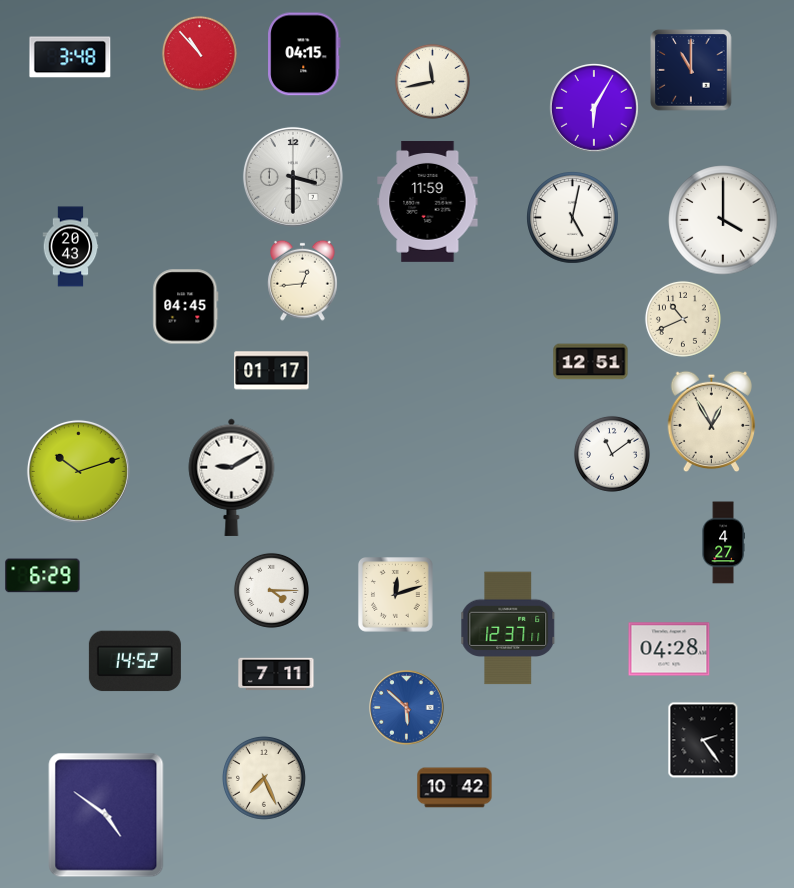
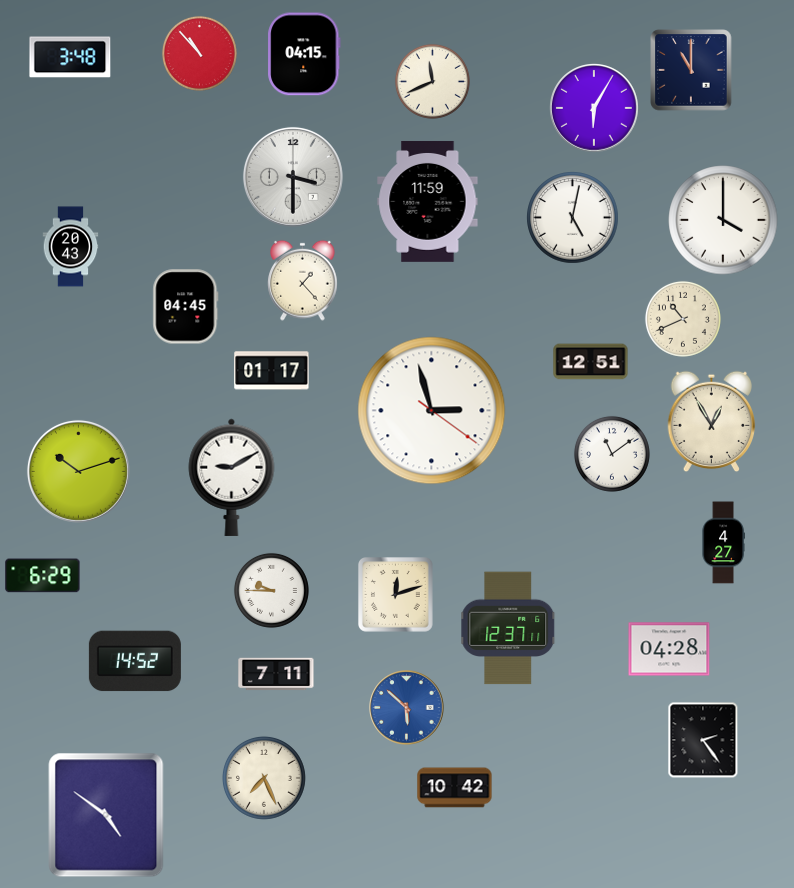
clock at (432, 81): 11:43 -> 11:41
clock at (303, 280): 12:44 -> 1:23
clock at (432, 411): none -> 2:57
clock at (271, 590): 4:15 -> 9:45
